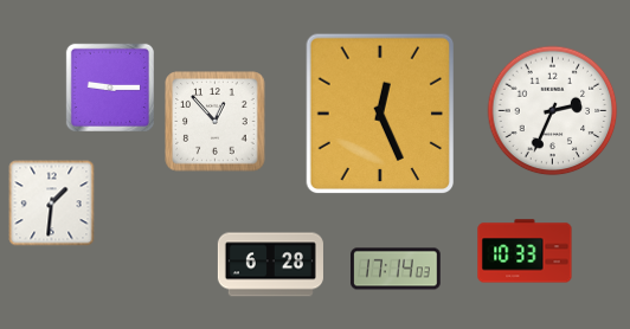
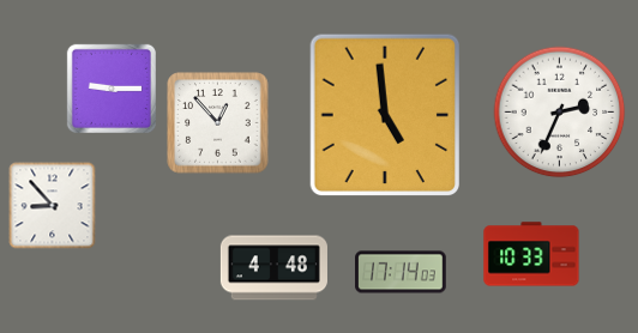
clock at (380, 114): 12:26 -> 4:59
clock at (52, 204): 1:31 -> 8:53
clock at (270, 265): 6:28 -> 4:48
